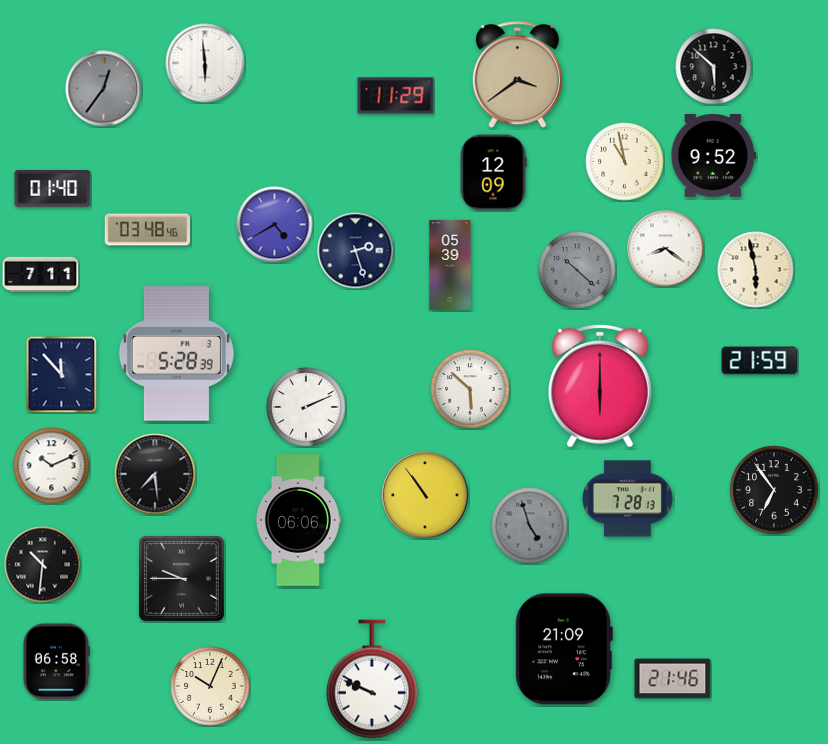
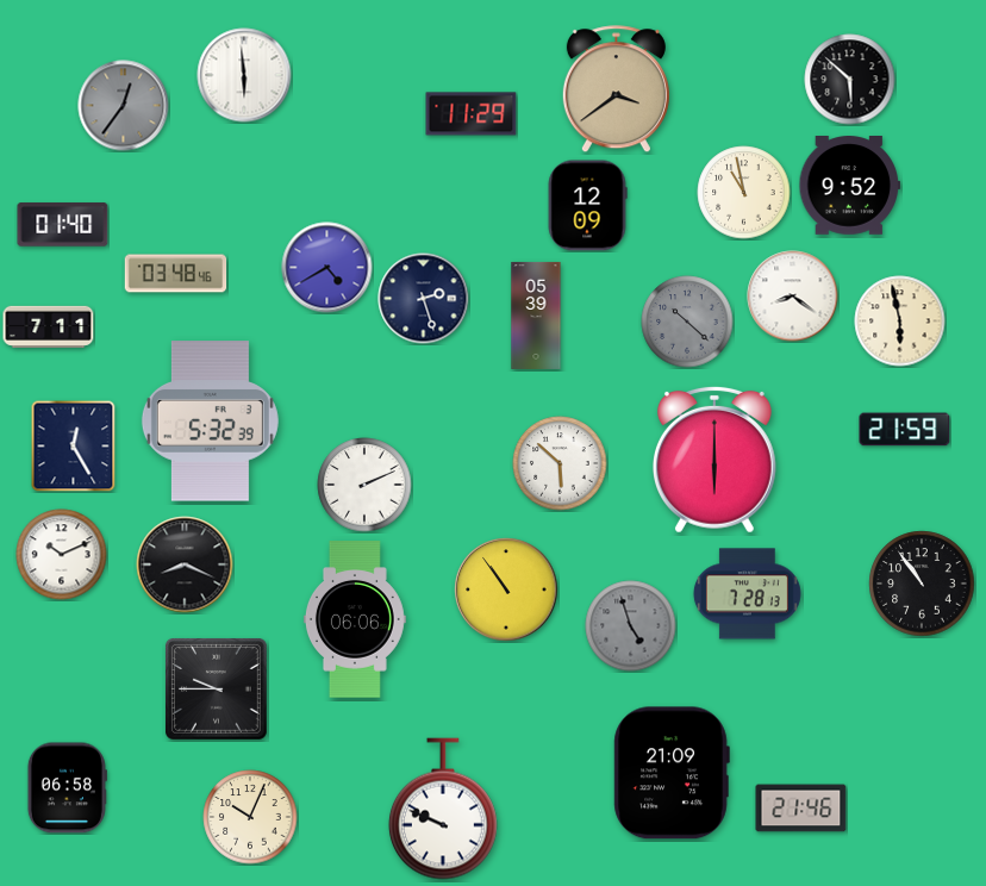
clock at (176, 354): 5:28 -> 5:32
clock at (62, 374): 11:53 -> 12:25
clock at (155, 474): 7:29 -> 8:19
clock at (774, 490): 6:54 -> 10:54
clock at (43, 565): 10:31 -> none
